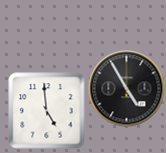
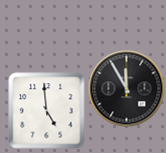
clock at (127, 89): 4:55 -> 11:55
